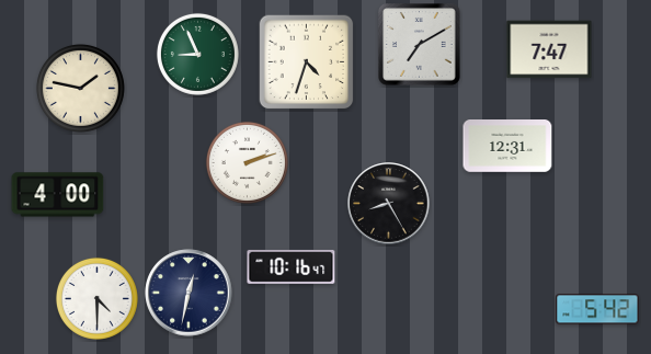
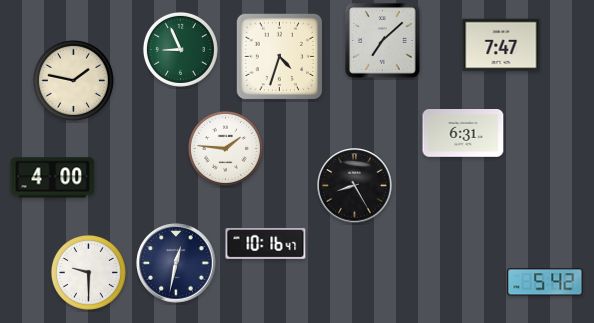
clock at (420, 45): 7:10 -> 7:08
clock at (507, 147): 12:31 -> 6:31
clock at (247, 162): 2:12 -> 1:46
clock at (189, 293) position: (189, 293) -> (176, 263)
clock at (96, 298): 4:30 -> 9:30
